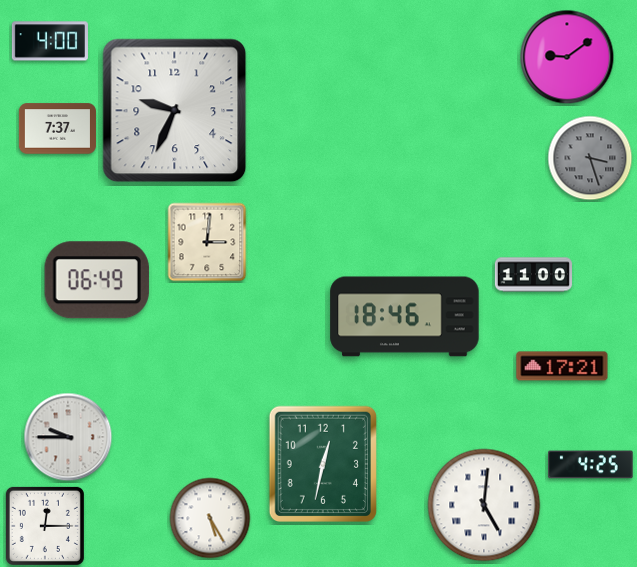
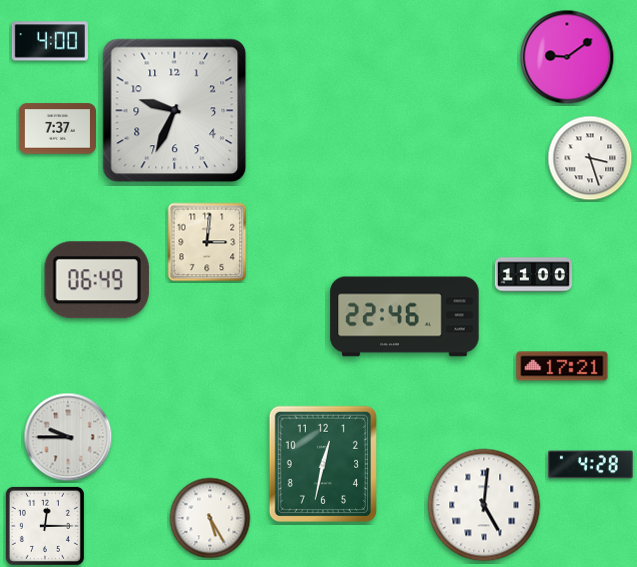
clock at (590, 158) dial: grey -> white
clock at (405, 317): 18:46 -> 22:46
clock at (591, 465): 4:25 -> 4:28
